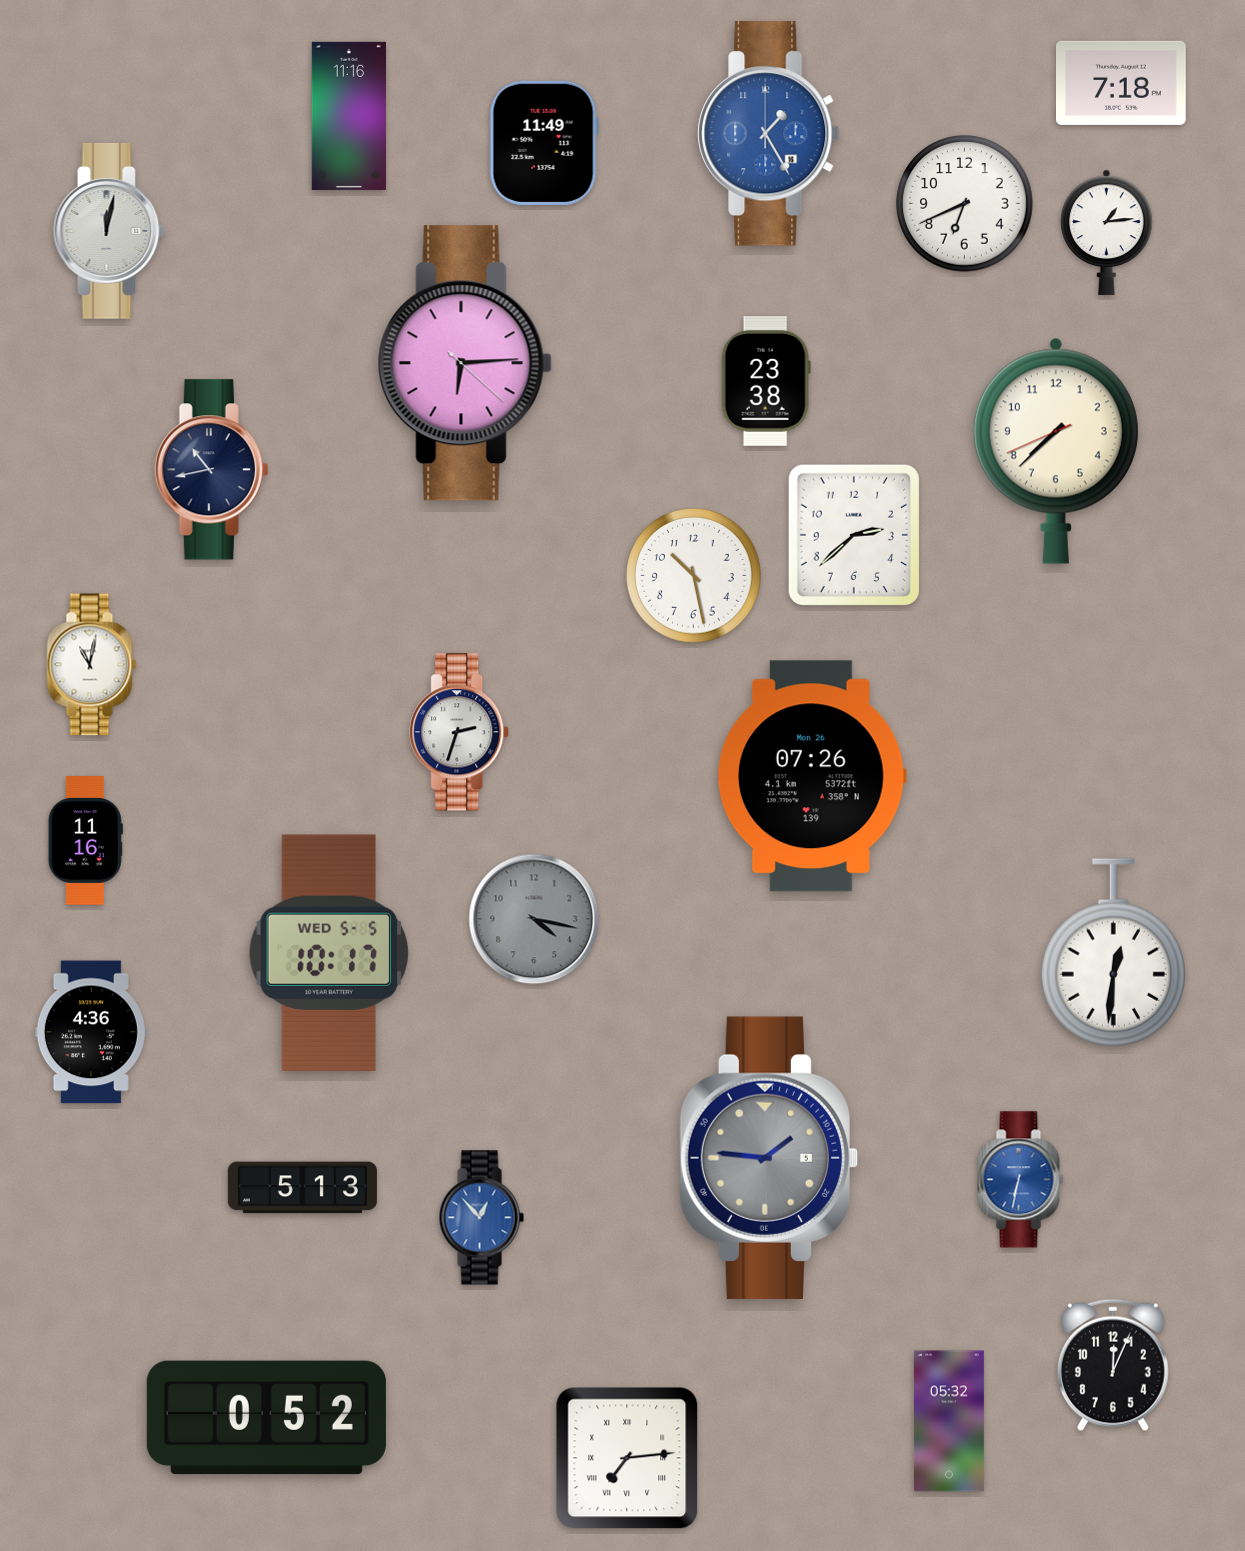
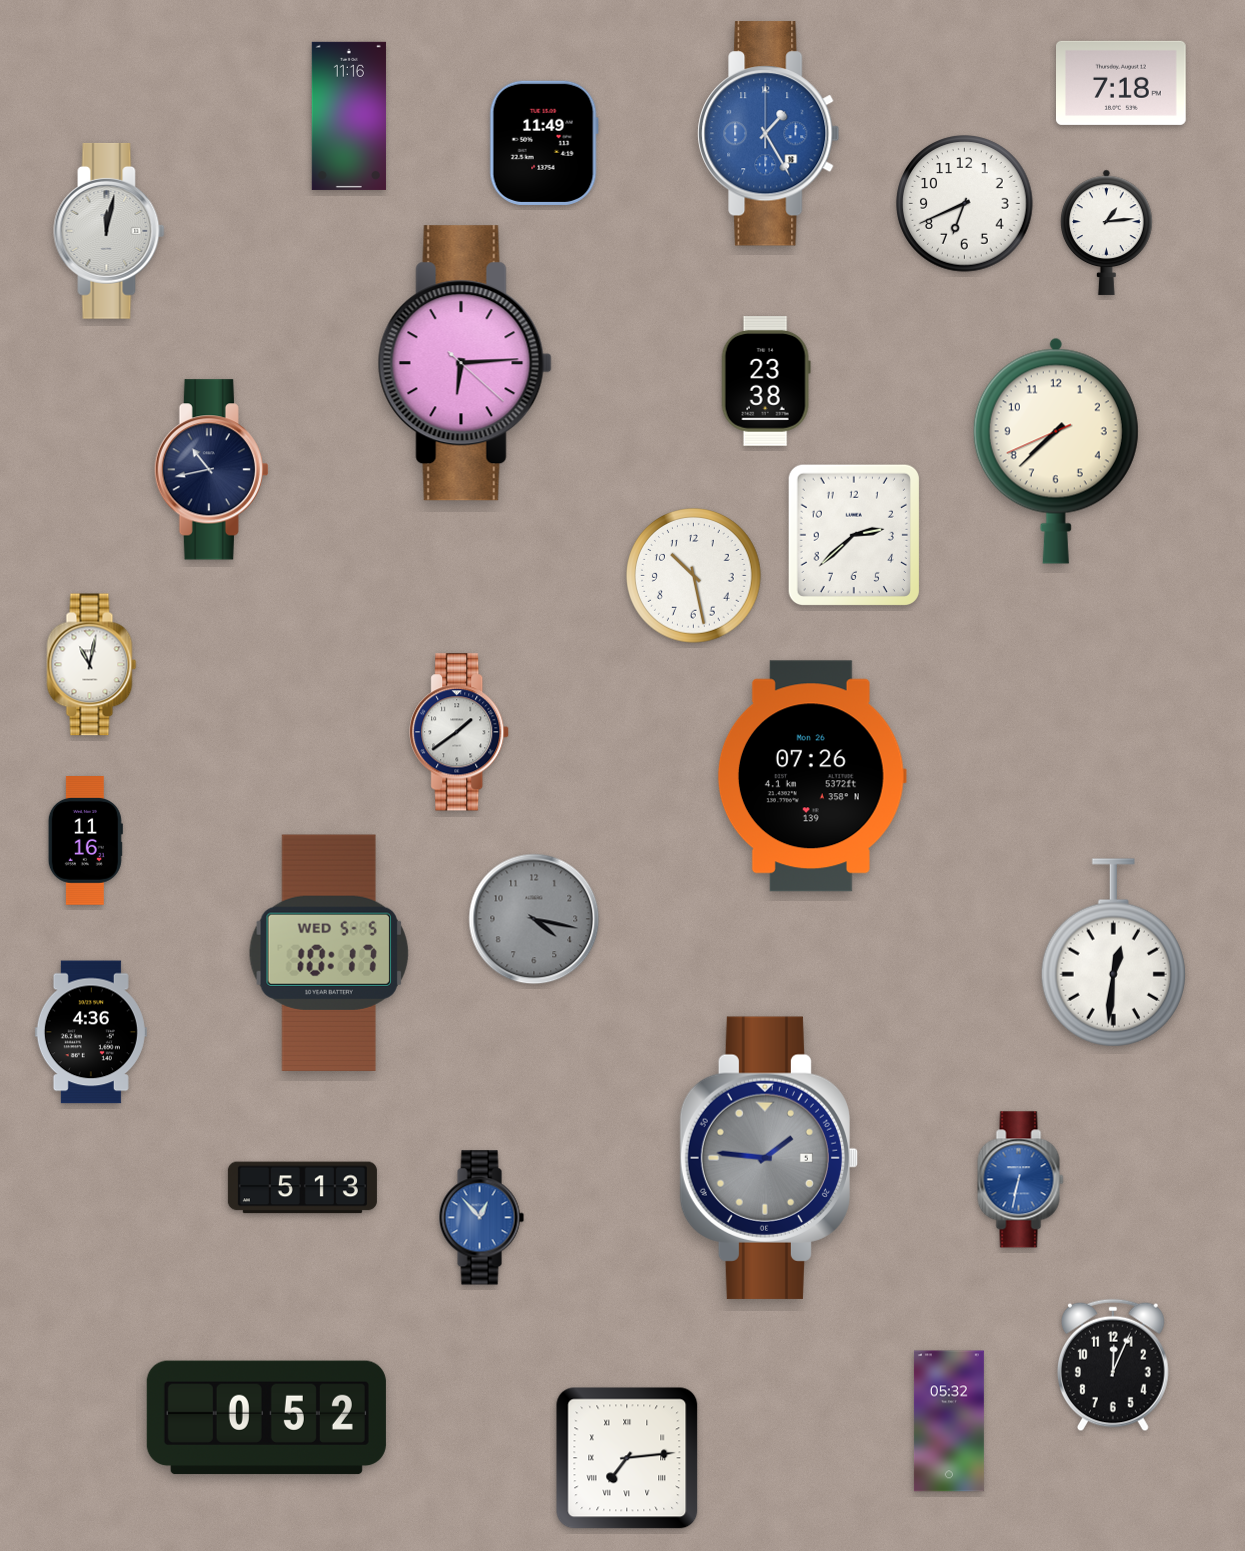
clock at (460, 732): 2:33 -> 1:39
